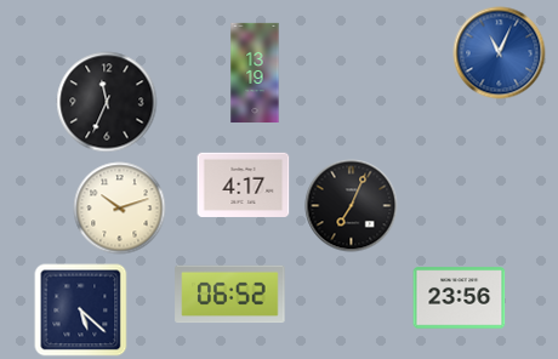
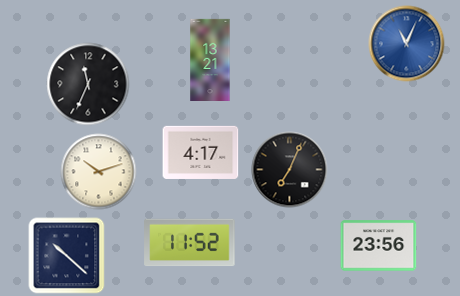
clock at (500, 53) position: (500, 53) -> (407, 44)
clock at (255, 72): 13:19 -> 13:21
clock at (230, 295): 06:52 -> 11:52
clock at (81, 310): 5:22 -> 10:22
